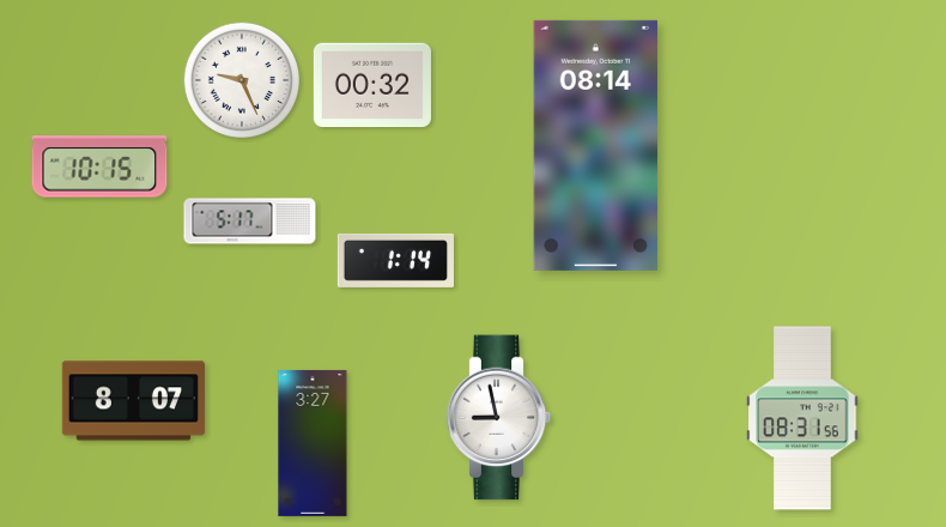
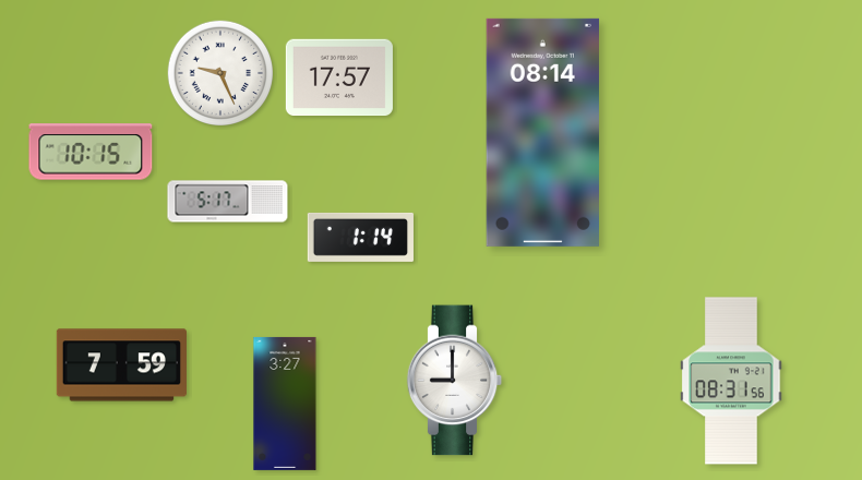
clock at (372, 85): 00:32 -> 17:57
clock at (133, 401): 8:07 -> 7:59
clock at (499, 418): 8:58 -> 9:00
